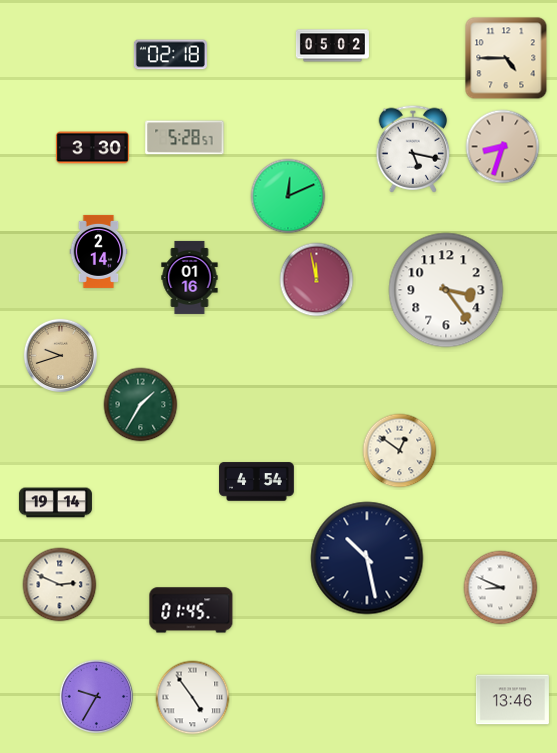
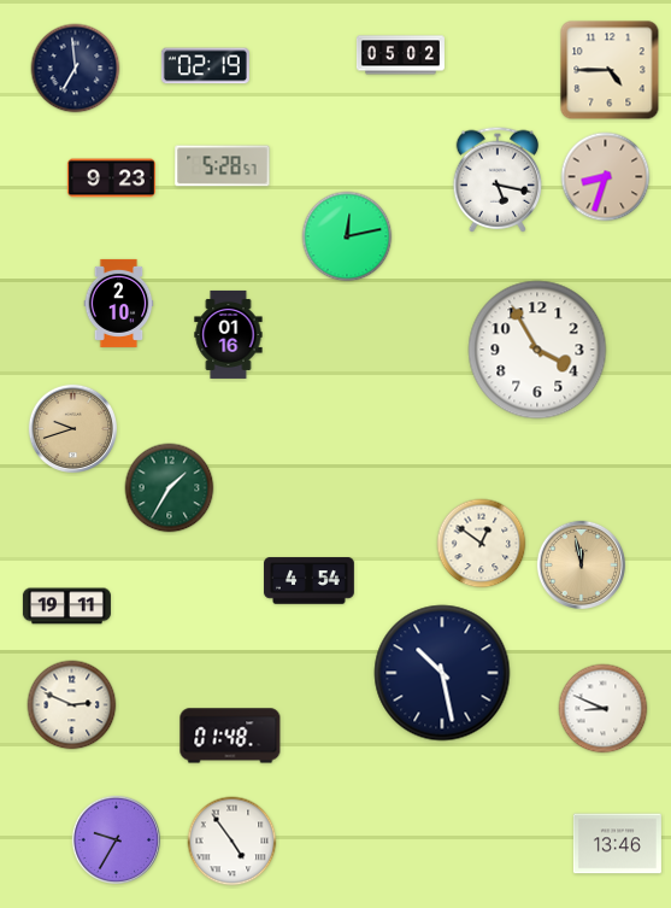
clock at (170, 55): 02:18 -> 02:19
clock at (76, 69): none -> 6:59
clock at (92, 148): 3:30 -> 9:23
clock at (288, 196): 12:11 -> 12:13
clock at (99, 251): 2:14 -> 2:10
clock at (317, 280): 11:58 -> none
clock at (446, 290): 3:24 -> 3:55
clock at (581, 564): none -> 11:58
clock at (55, 503): 19:14 -> 19:11
clock at (191, 610): 01:45 -> 01:48
